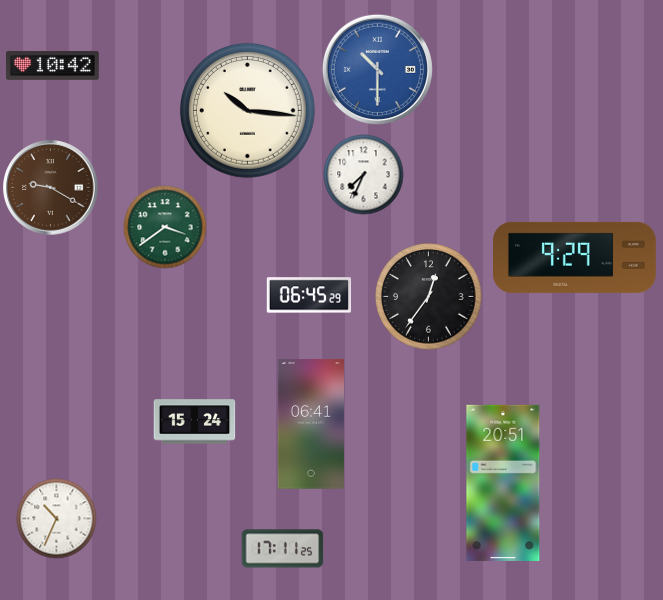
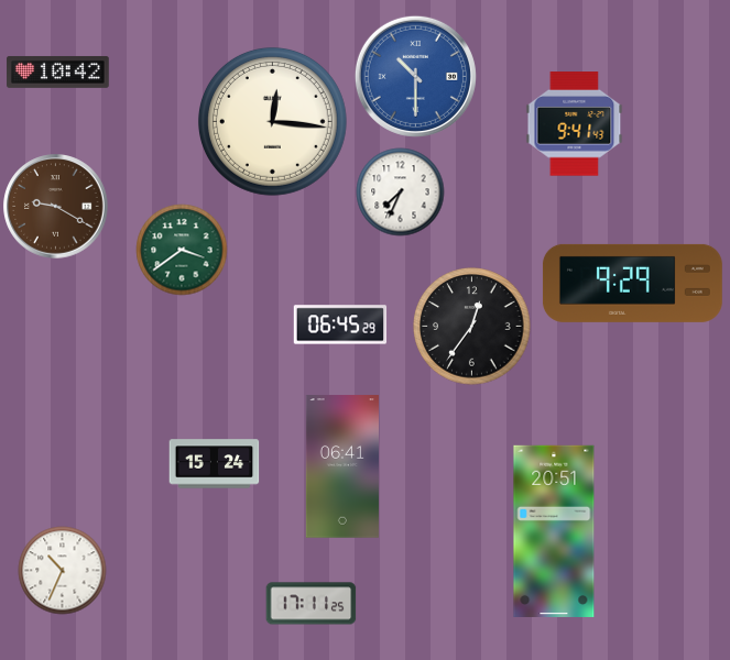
clock at (247, 110): 10:16 -> 12:16
clock at (575, 124): none -> 9:41
